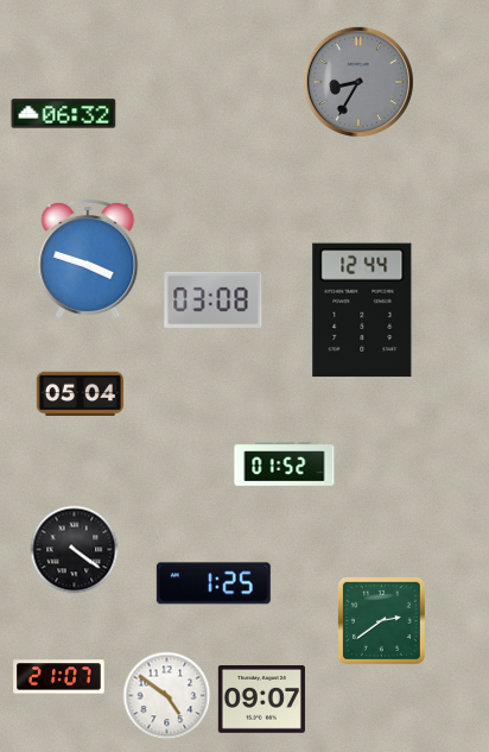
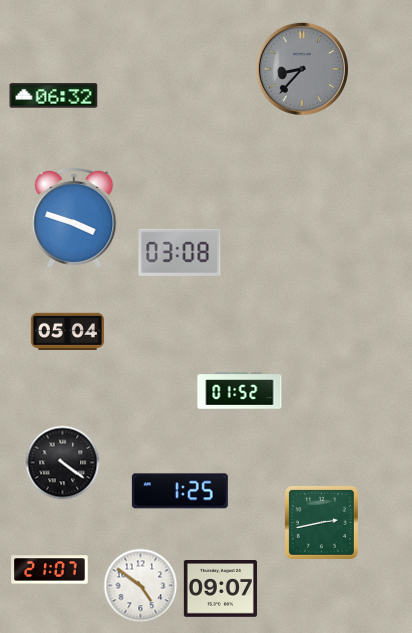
clock at (358, 82): 8:35 -> 8:37
clock at (362, 310): 12:44 -> none
clock at (381, 620): 2:39 -> 2:43
